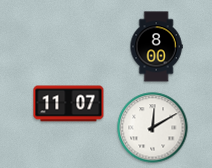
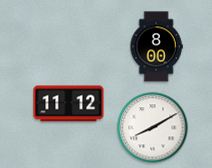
clock at (69, 104): 11:07 -> 11:12
clock at (153, 128): 12:10 -> 8:10
